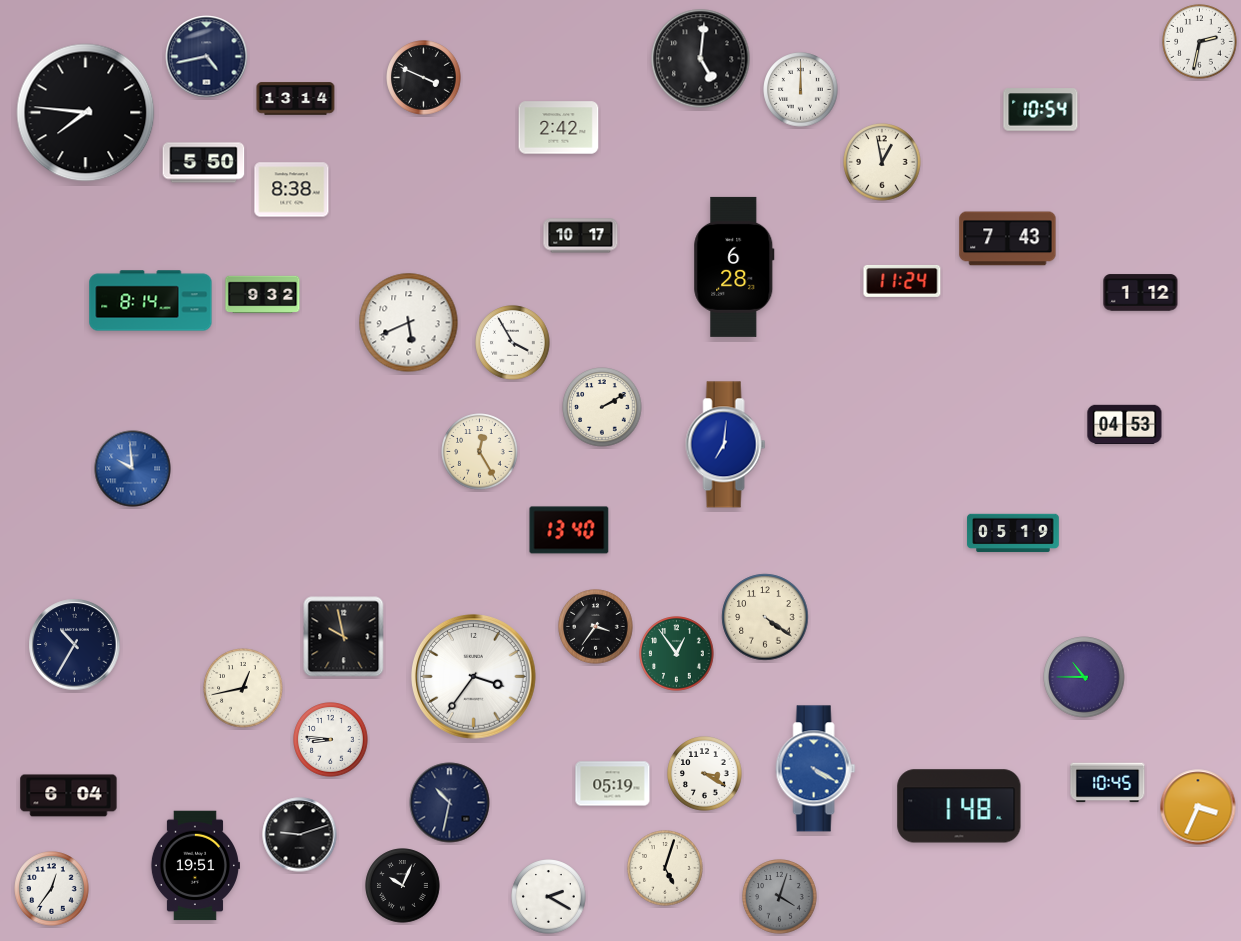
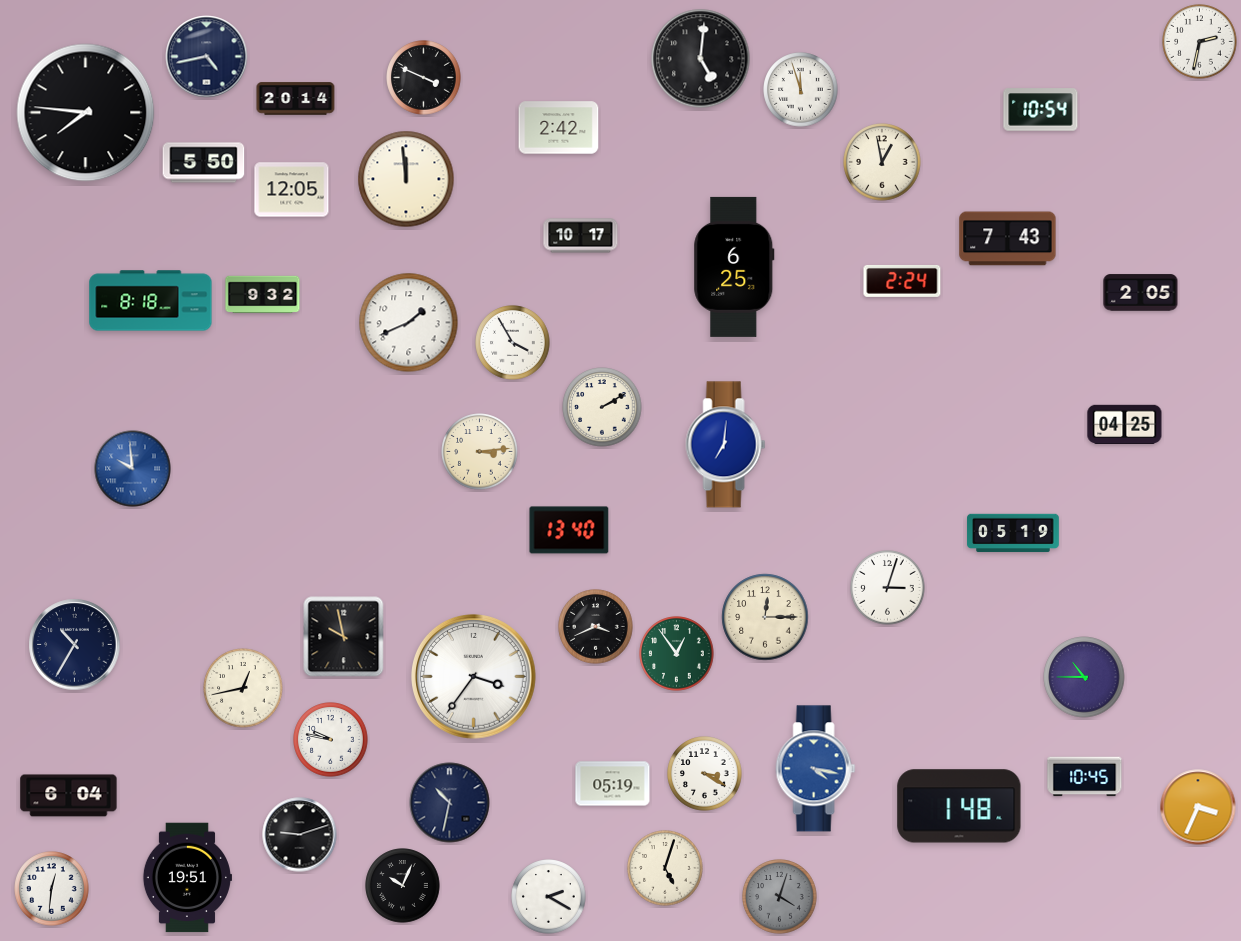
clock at (801, 90): 12:00 -> 11:57
clock at (296, 99): 13:14 -> 20:14
clock at (406, 179): none -> 11:59
clock at (292, 190): 8:38 -> 12:05
clock at (734, 267): 6:28 -> 6:25
clock at (902, 281): 11:24 -> 2:24
clock at (1141, 293): 1:12 -> 2:05
clock at (151, 301): 8:14 -> 8:18
clock at (409, 323): 5:41 -> 1:41
clock at (1125, 424): 04:53 -> 04:25
clock at (480, 452): 12:25 -> 3:14
clock at (888, 588): none -> 3:03
clock at (765, 617): 4:21 -> 12:15
clock at (596, 627): 3:36 -> 3:41
clock at (331, 740): 8:46 -> 9:47
clock at (816, 769): 4:20 -> 4:17
clock at (1108, 783) position: (1108, 783) -> (1085, 777)
clock at (195, 866) position: (195, 866) -> (187, 878)
clock at (52, 889): 12:36 -> 12:31
